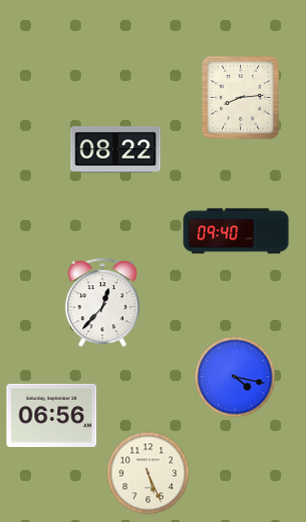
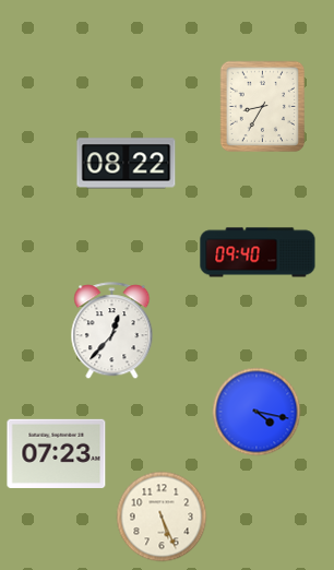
clock at (241, 98): 8:14 -> 8:35
clock at (52, 415): 06:56 -> 07:23
